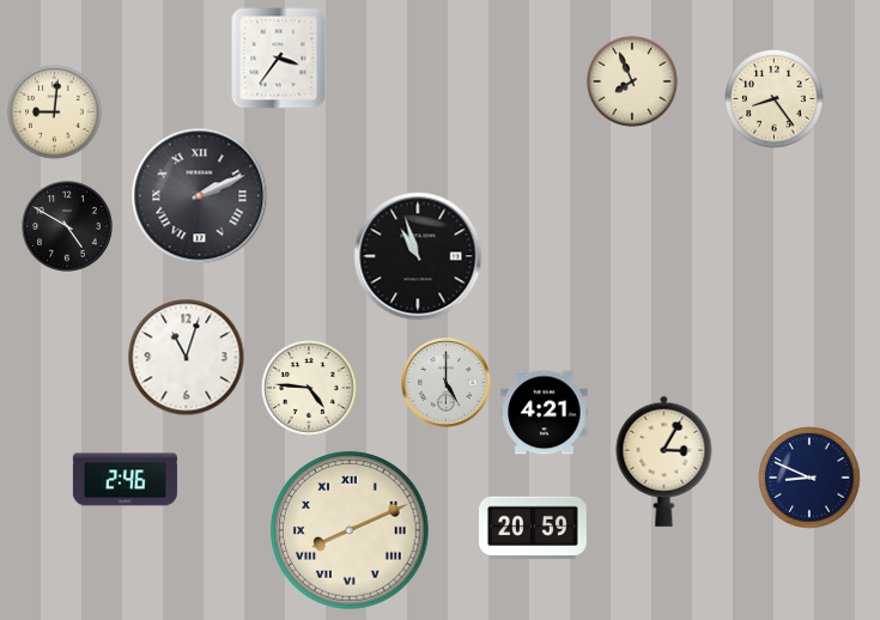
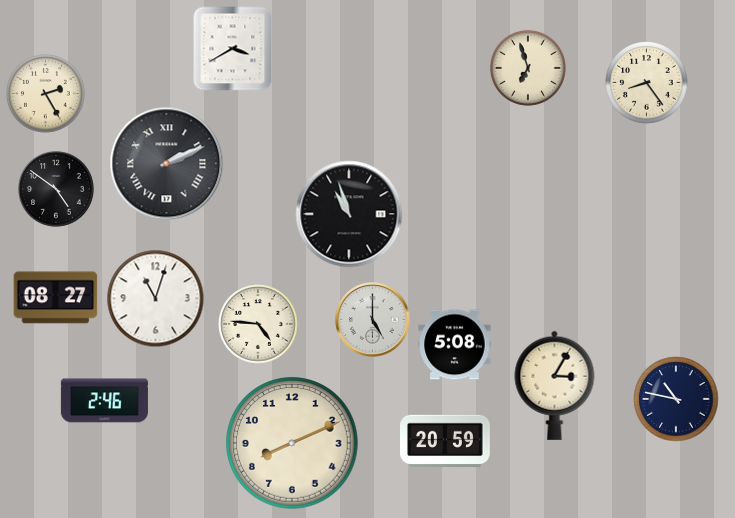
clock at (279, 59): 3:36 -> 3:40
clock at (632, 81): 7:56 -> 6:57
clock at (55, 113): 9:01 -> 2:25
clock at (67, 226): 4:50 -> 4:51
clock at (56, 298): none -> 08:27
clock at (545, 413): 4:21 -> 5:08
clock at (809, 478): 8:49 -> 10:47
clock at (351, 531) numerals: Roman -> Arabic
